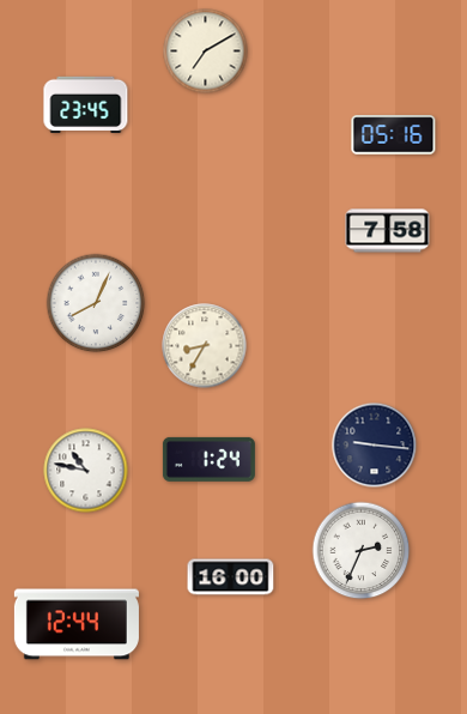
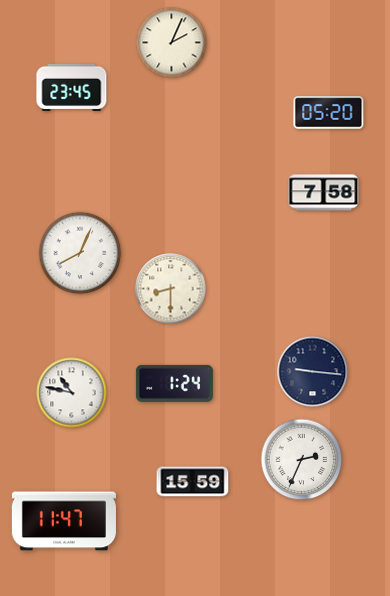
clock at (206, 52): 7:10 -> 2:04
clock at (394, 135): 05:16 -> 05:20
clock at (205, 346): 8:35 -> 8:30
clock at (231, 577): 16:00 -> 15:59
clock at (77, 624): 12:44 -> 11:47
